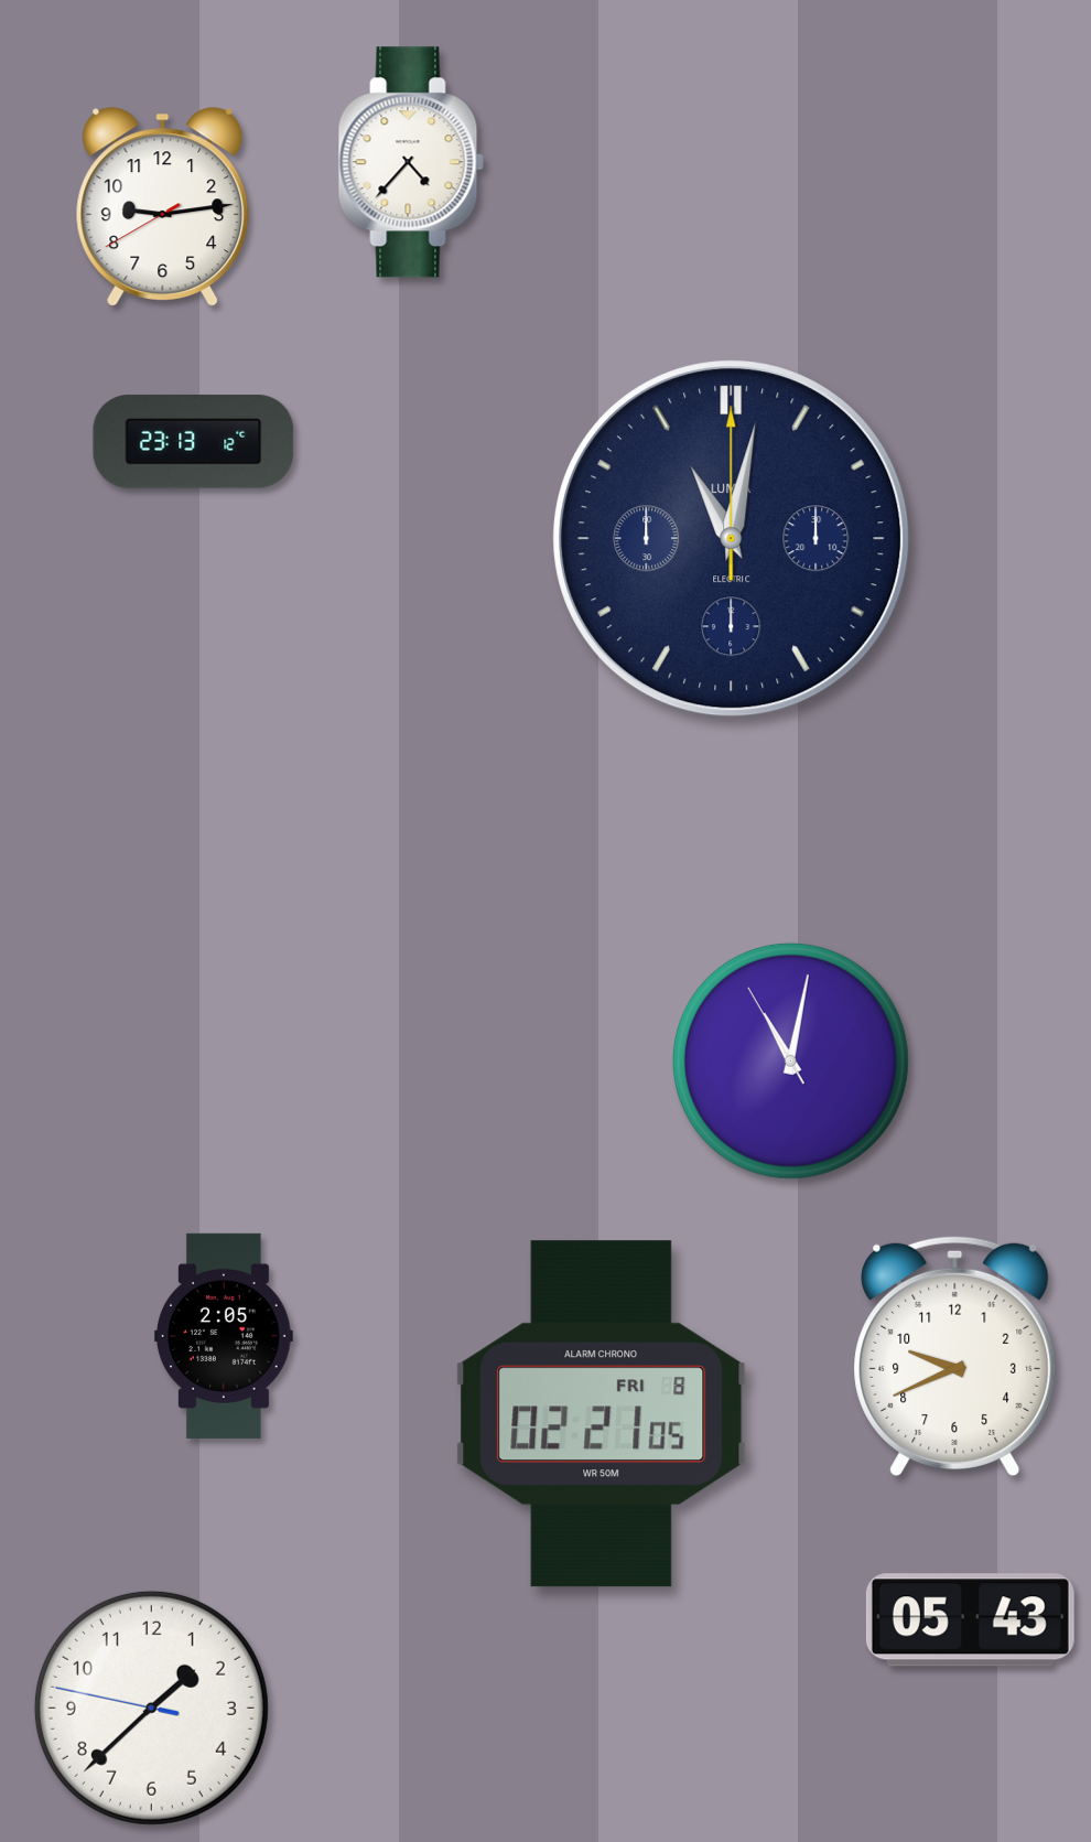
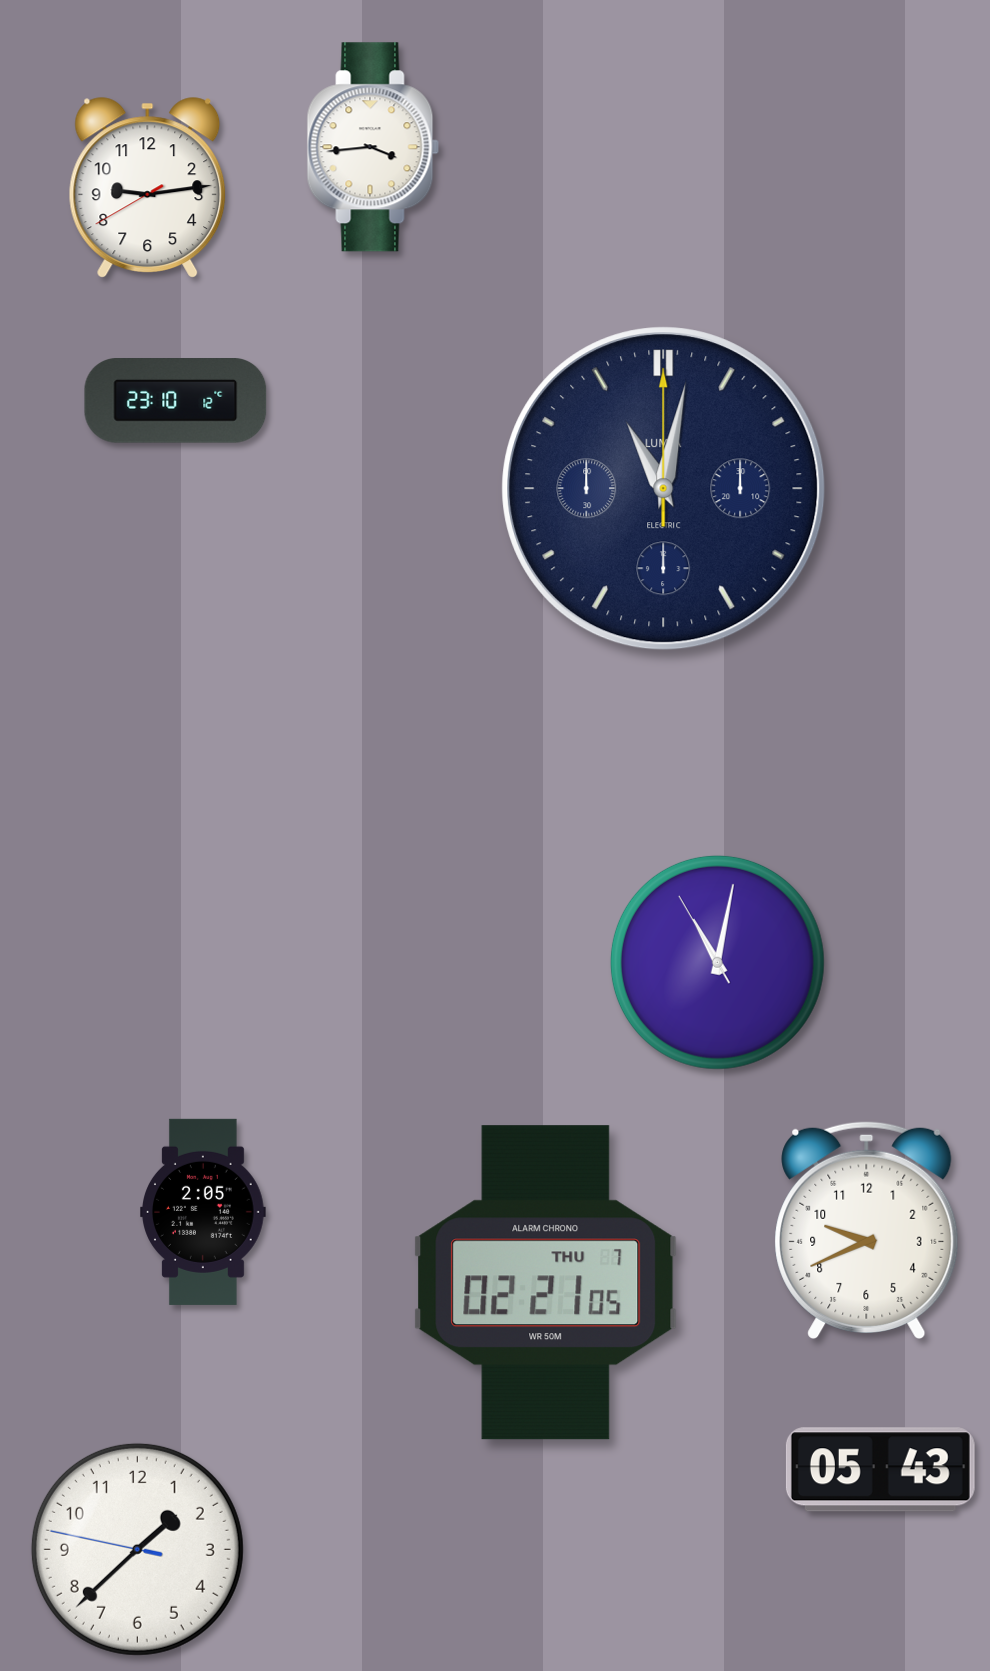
clock at (411, 162): 4:37 -> 3:44
clock at (194, 442): 23:13 -> 23:10
clock at (602, 1414) date: FRI 8 -> THU 7
